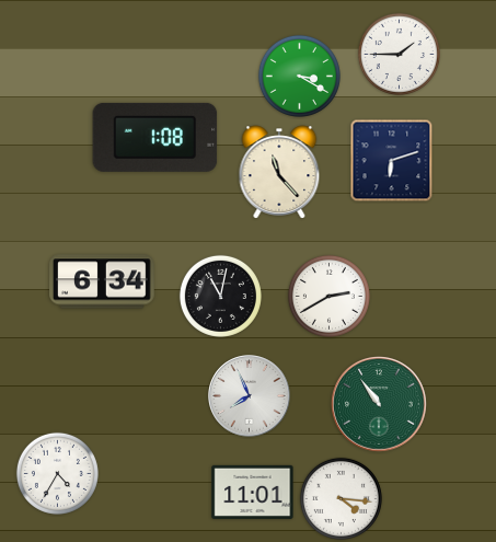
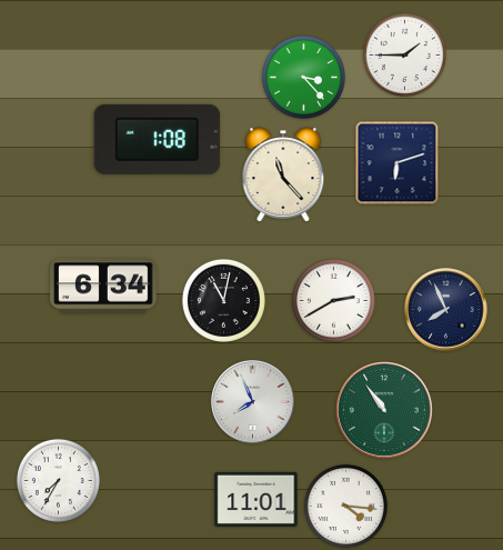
clock at (299, 76): 3:20 -> 3:23
clock at (446, 310): none -> 7:56
clock at (57, 473): 4:35 -> 7:35
